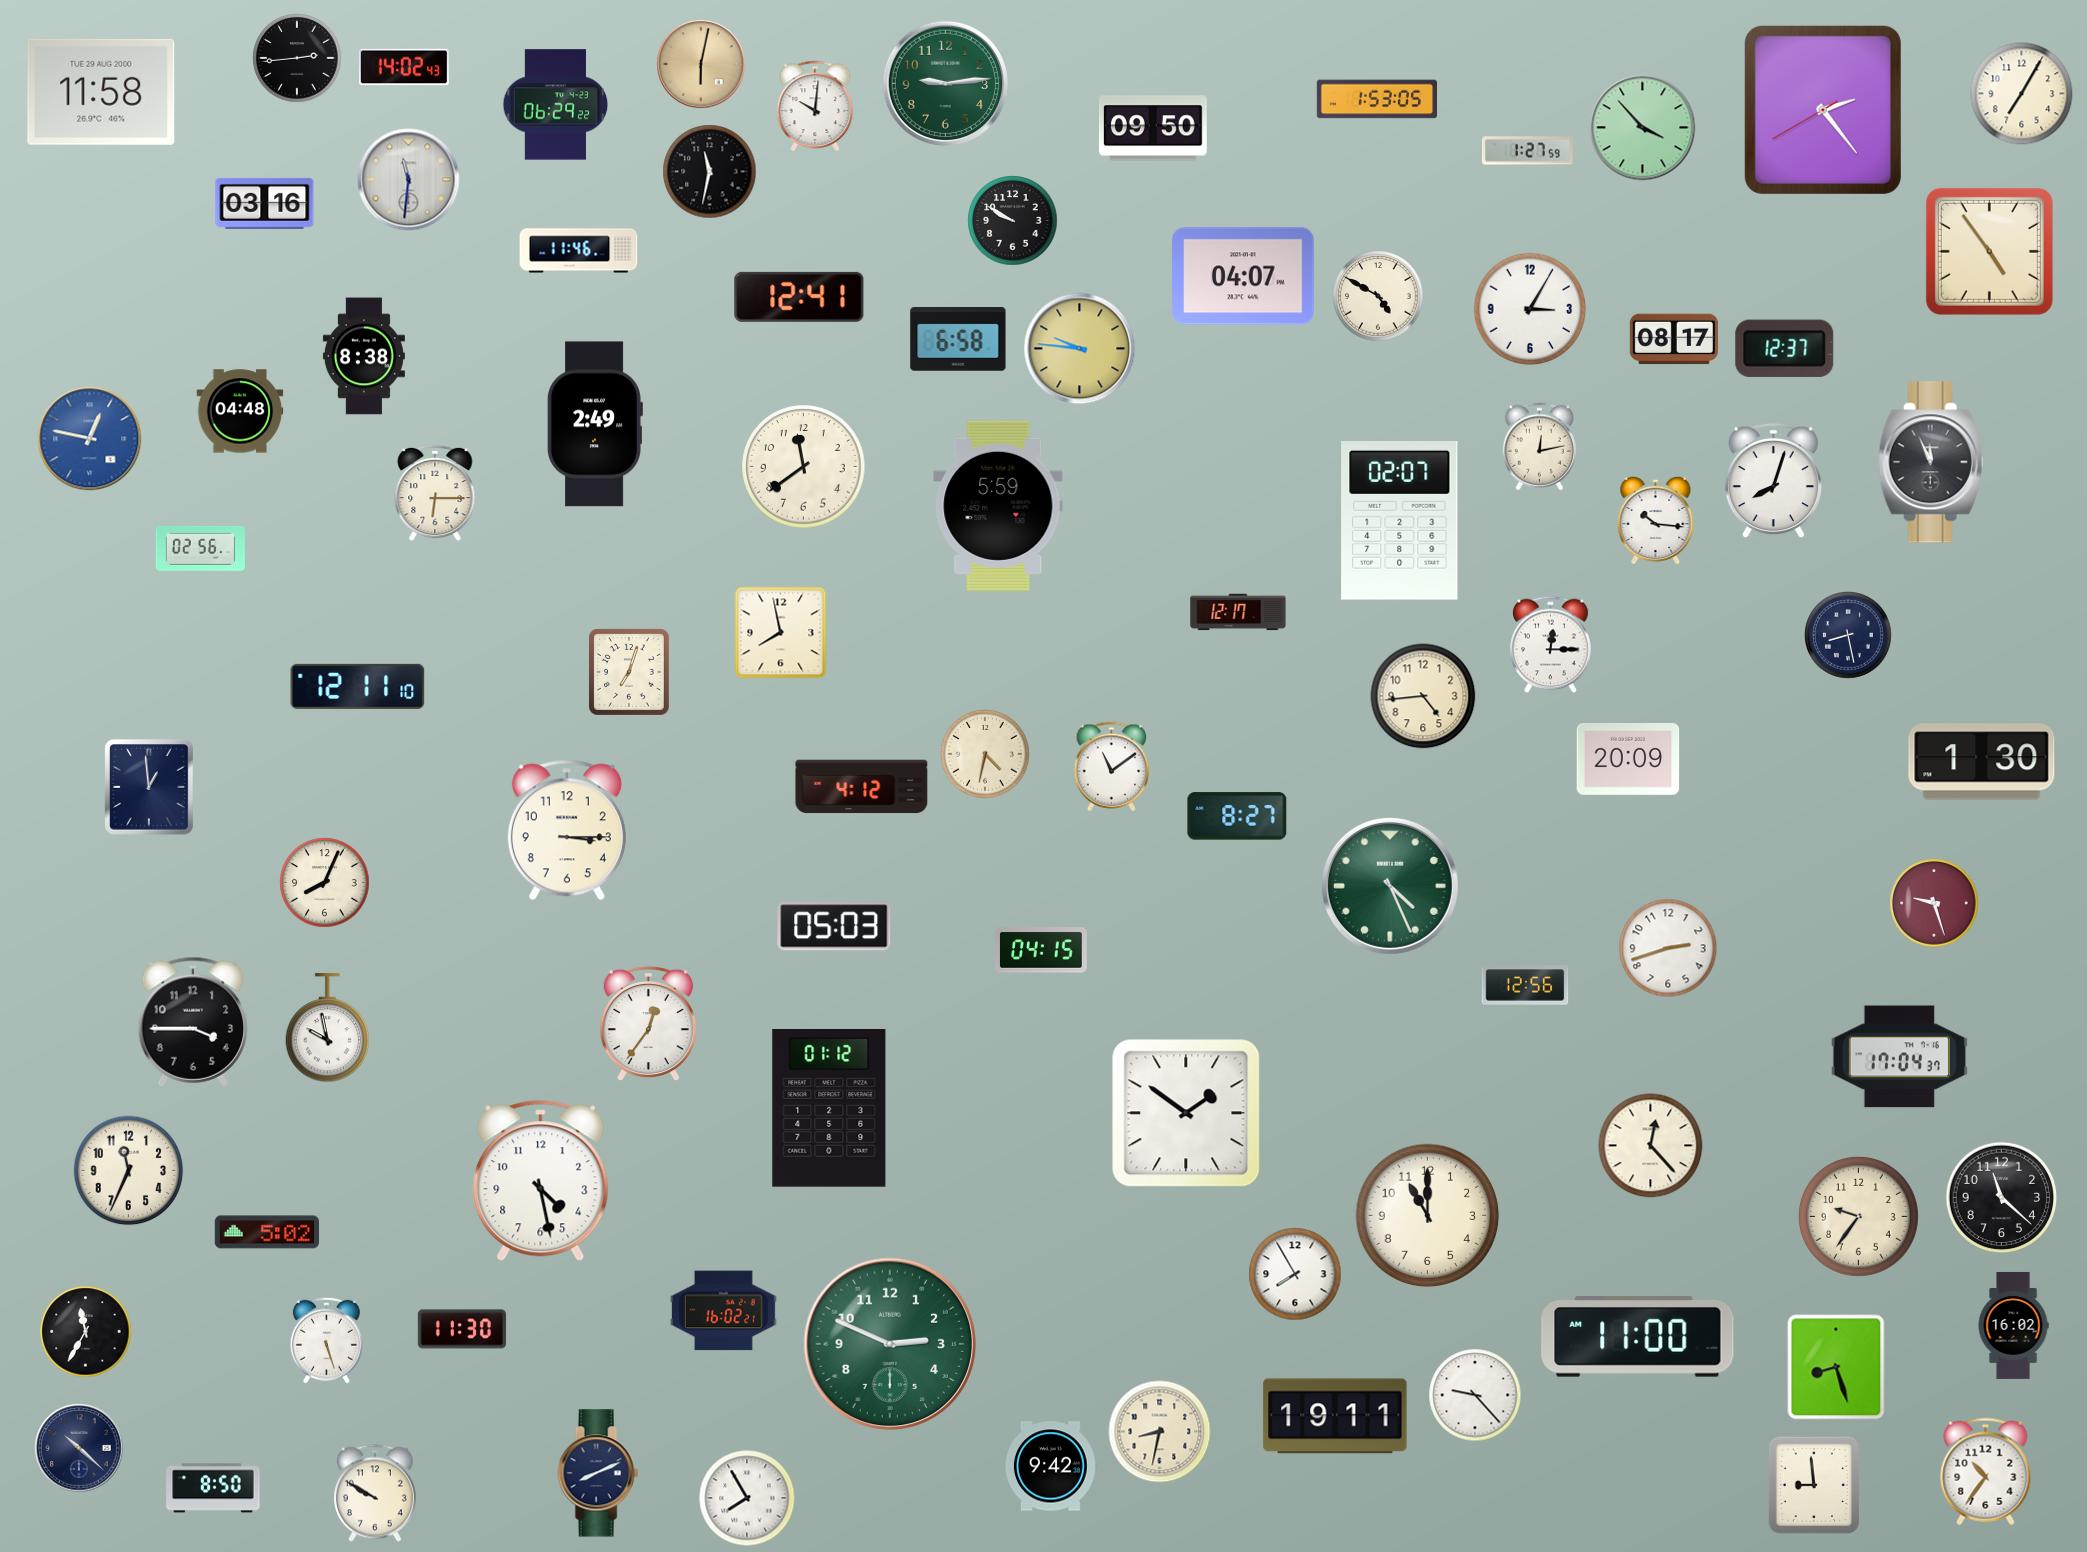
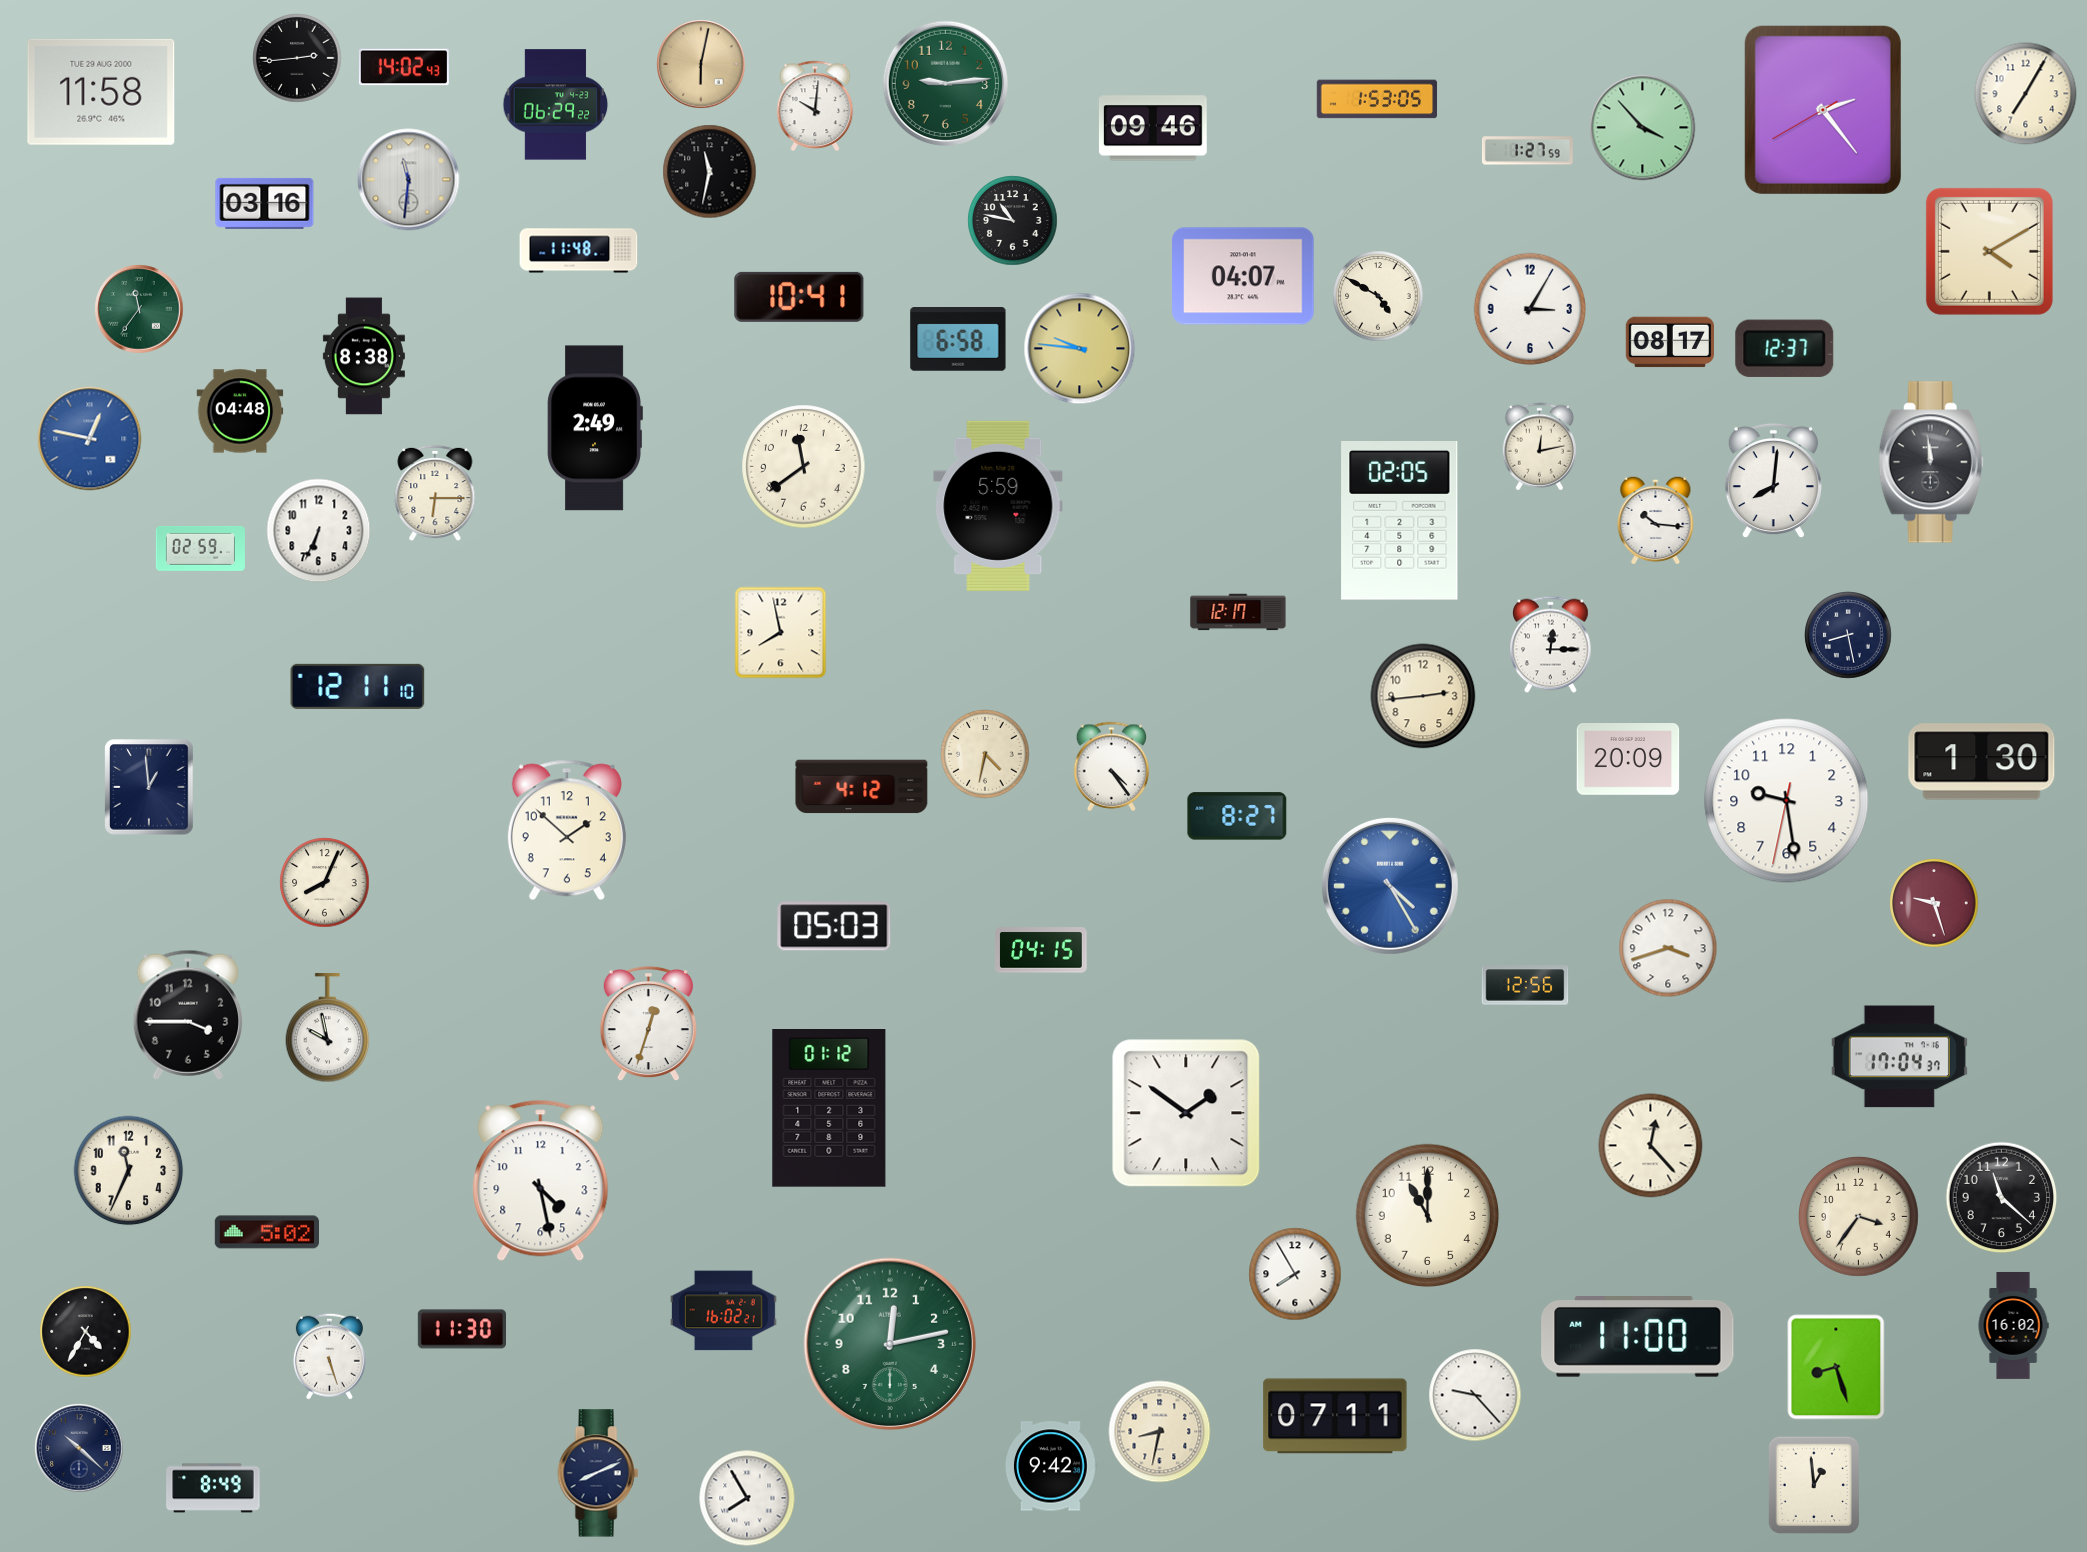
clock at (2022, 94) position: (2022, 94) -> (2026, 94)
clock at (1153, 128): 09:50 -> 09:46
clock at (1013, 221): 9:50 -> 10:47
clock at (579, 251): 11:46 -> 11:48
clock at (1989, 251): 4:54 -> 4:10
clock at (799, 297): 12:41 -> 10:41
clock at (139, 309): none -> 11:36
clock at (1674, 339) position: (1674, 339) -> (1670, 342)
clock at (595, 424) position: (595, 424) -> (595, 428)
clock at (1931, 462): 11:56 -> 11:59
clock at (1773, 481): 8:03 -> 8:01
clock at (1400, 521): 02:07 -> 02:05
clock at (319, 531): none -> 6:34
clock at (200, 548): 02:56 -> 02:59
clock at (629, 672): 7:03 -> none
clock at (1423, 696): 4:44 -> 2:44
clock at (1112, 767): 11:09 -> 4:24
clock at (1787, 801): none -> 9:28
clock at (567, 830): 3:15 -> 1:52
clock at (1390, 886): 4:26 -> 4:25
clock at (1390, 886) dial: green -> blue
clock at (1668, 948): 2:42 -> 3:42
clock at (192, 1022) position: (192, 1022) -> (187, 1015)
clock at (648, 1024): 12:36 -> 12:33
clock at (1858, 1216): 9:36 -> 3:36
clock at (86, 1332): 11:35 -> 4:35
clock at (326, 1340) position: (326, 1340) -> (329, 1356)
clock at (890, 1344): 2:49 -> 12:13
clock at (1335, 1416): 19:11 -> 07:11
clock at (1986, 1472): 10:36 -> none
clock at (1814, 1485): 8:59 -> 12:59
clock at (213, 1488): 8:50 -> 8:49
clock at (376, 1493): 9:50 -> none
